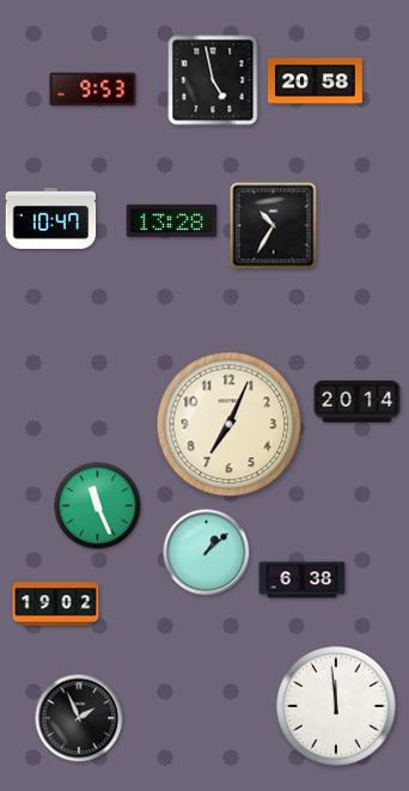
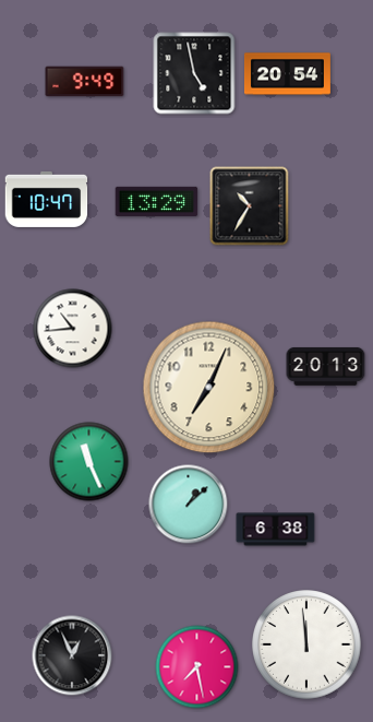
clock at (315, 81): 20:58 -> 20:54
clock at (93, 90): 9:53 -> 9:49
clock at (172, 220): 13:28 -> 13:29
clock at (73, 329): none -> 10:44
clock at (358, 401): 20:14 -> 20:13
clock at (56, 604): 19:02 -> none
clock at (79, 718): 1:56 -> 12:56
clock at (197, 667): none -> 7:28
